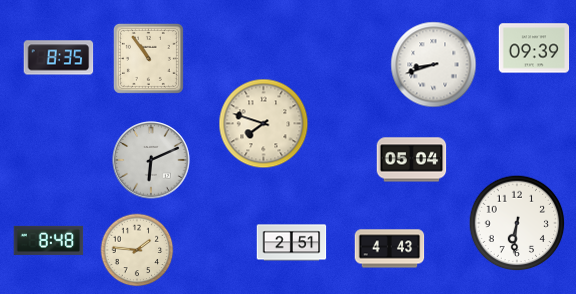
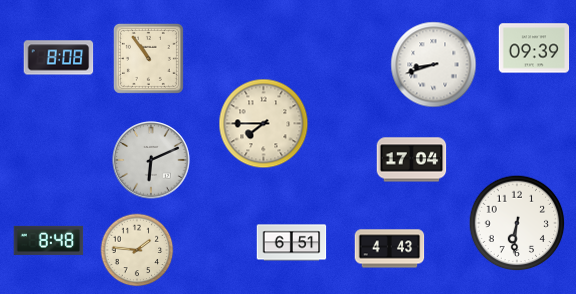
clock at (59, 58): 8:35 -> 8:08
clock at (264, 124): 7:48 -> 7:45
clock at (412, 160): 05:04 -> 17:04
clock at (292, 243): 2:51 -> 6:51
